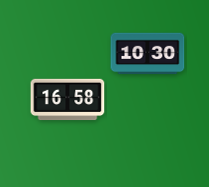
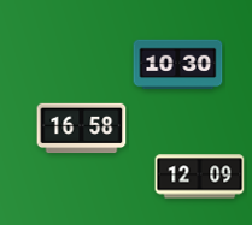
clock at (68, 100) position: (68, 100) -> (82, 129)
clock at (200, 177): none -> 12:09
